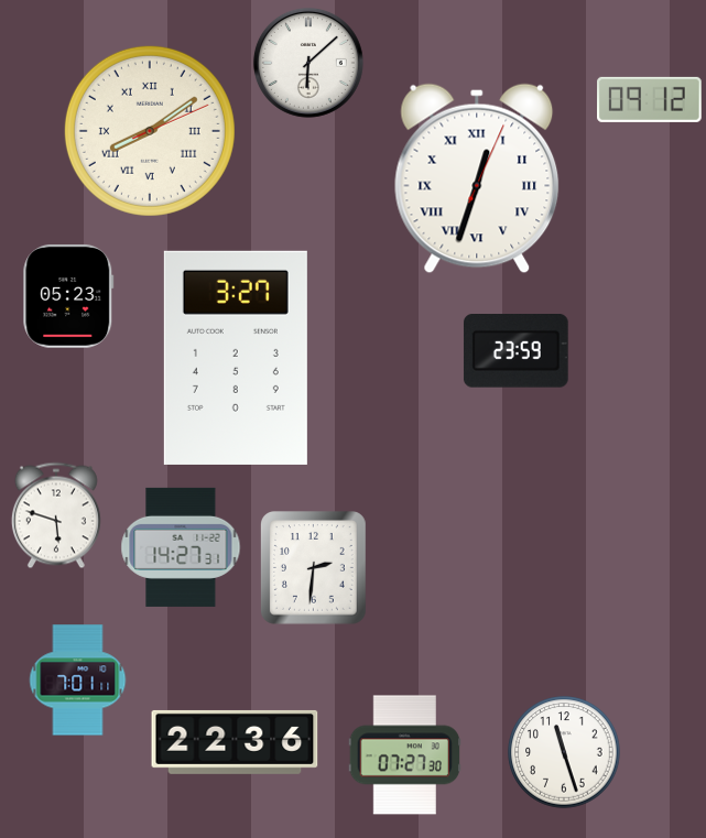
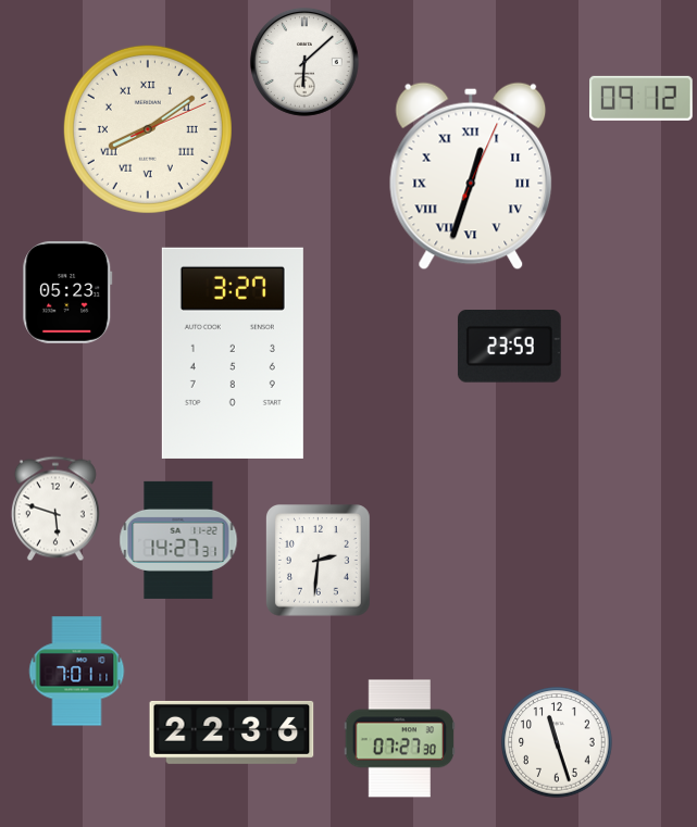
clock at (314, 568) position: (314, 568) -> (319, 561)
clock at (405, 755) position: (405, 755) -> (400, 739)
